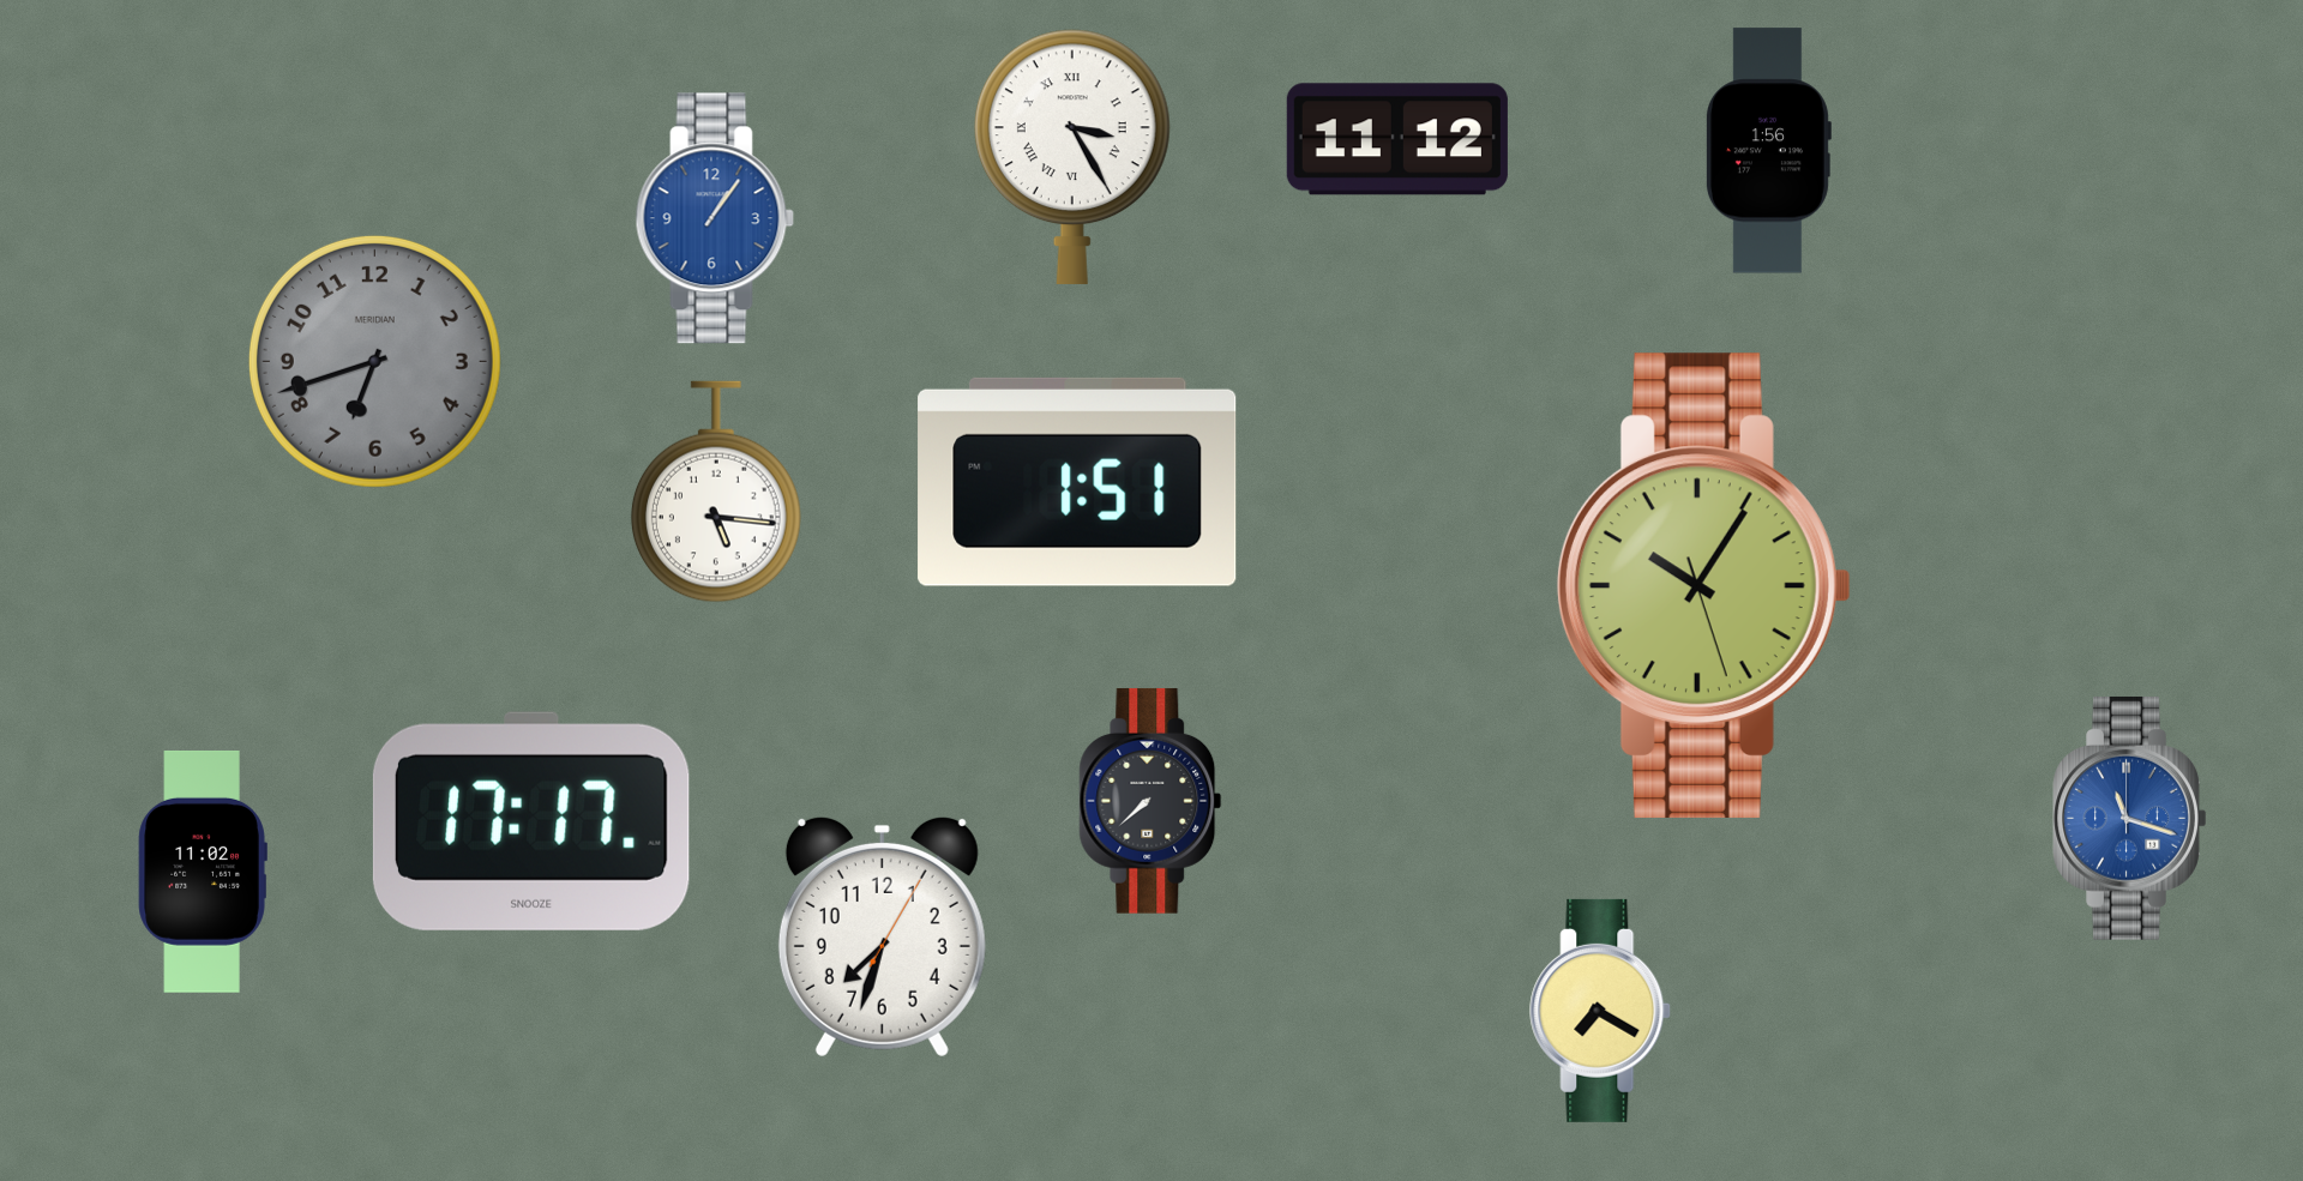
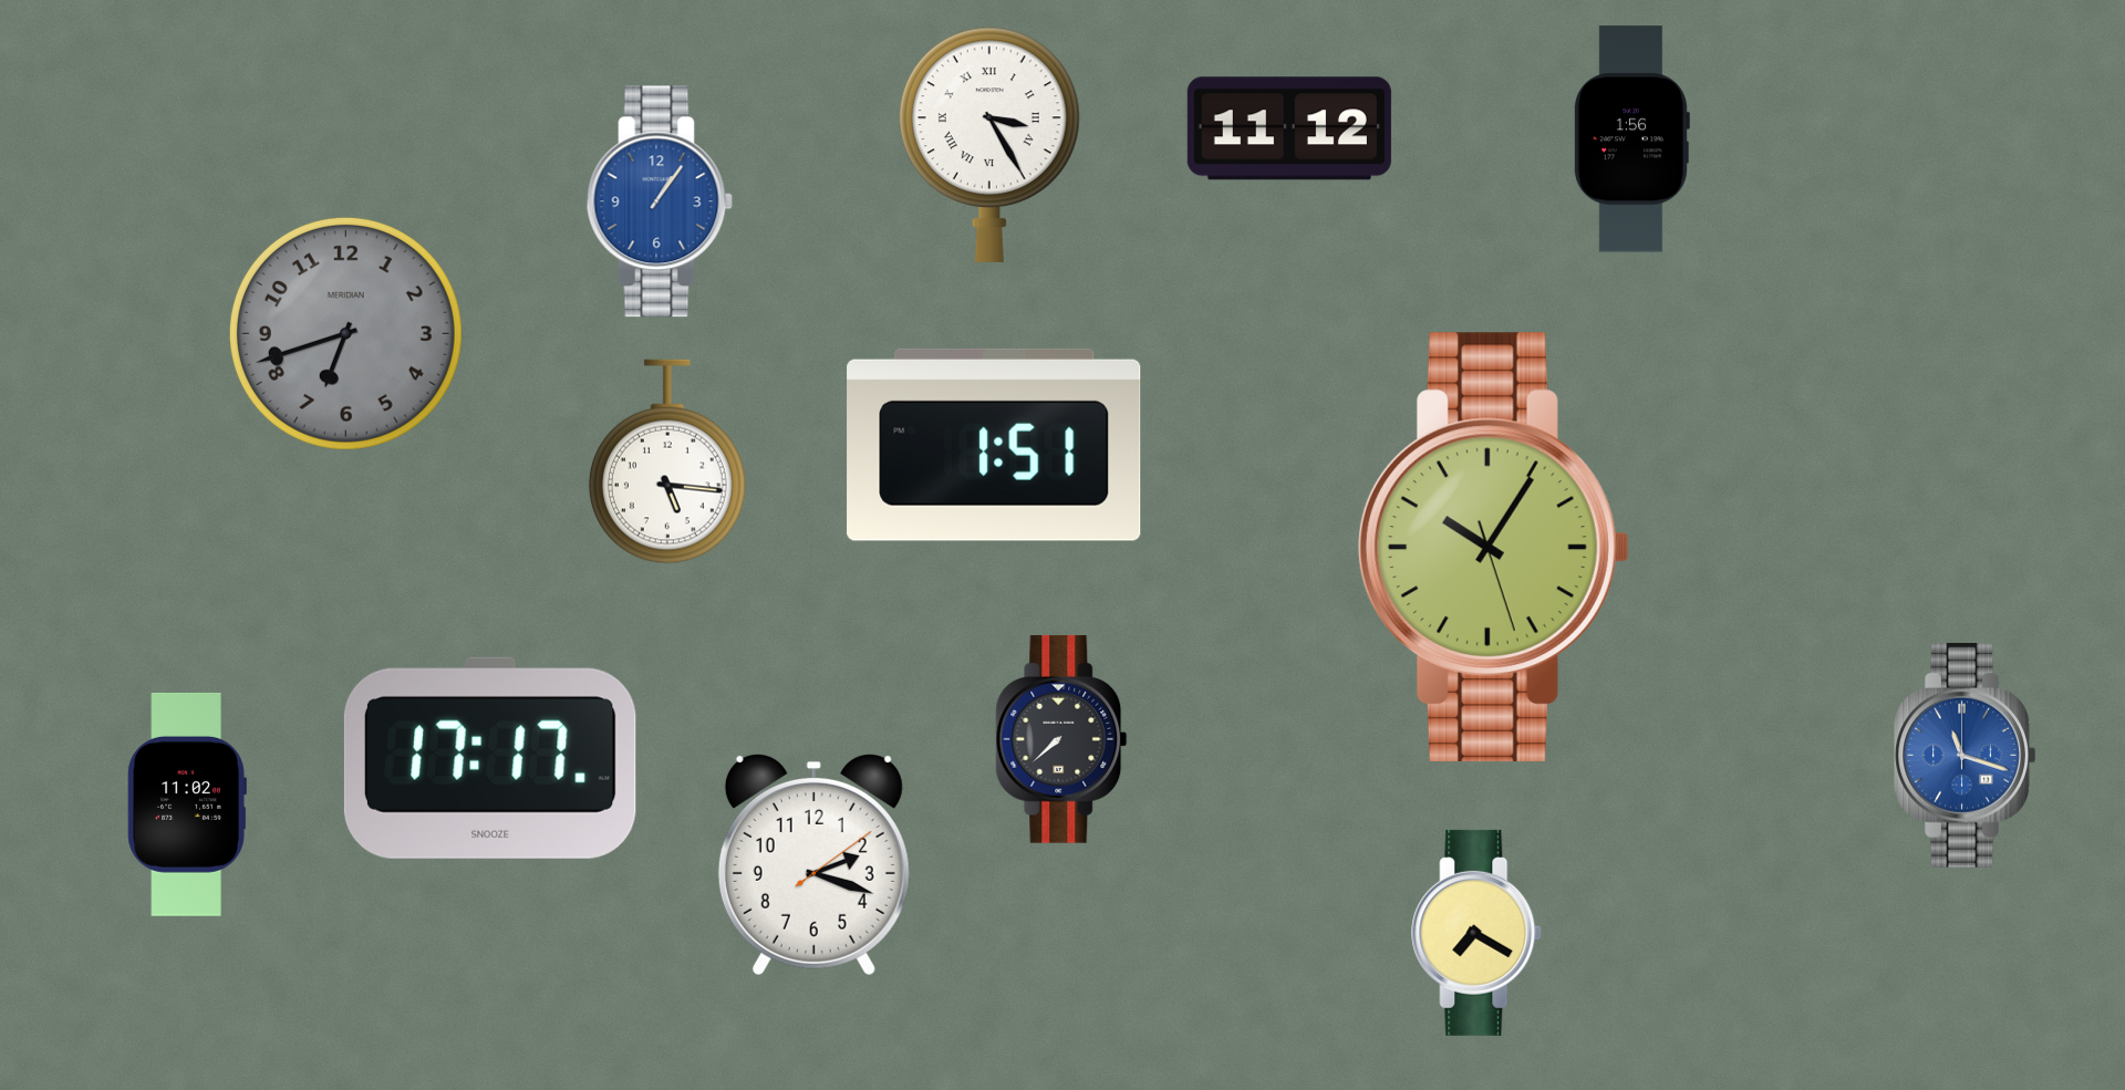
clock at (716, 492) position: (716, 492) -> (667, 461)
clock at (1703, 585) position: (1703, 585) -> (1493, 547)
clock at (882, 936): 7:33 -> 2:18
